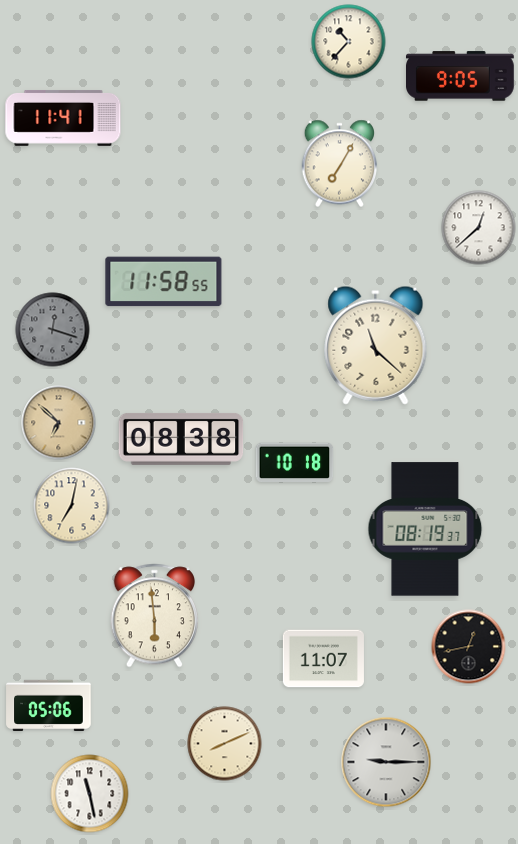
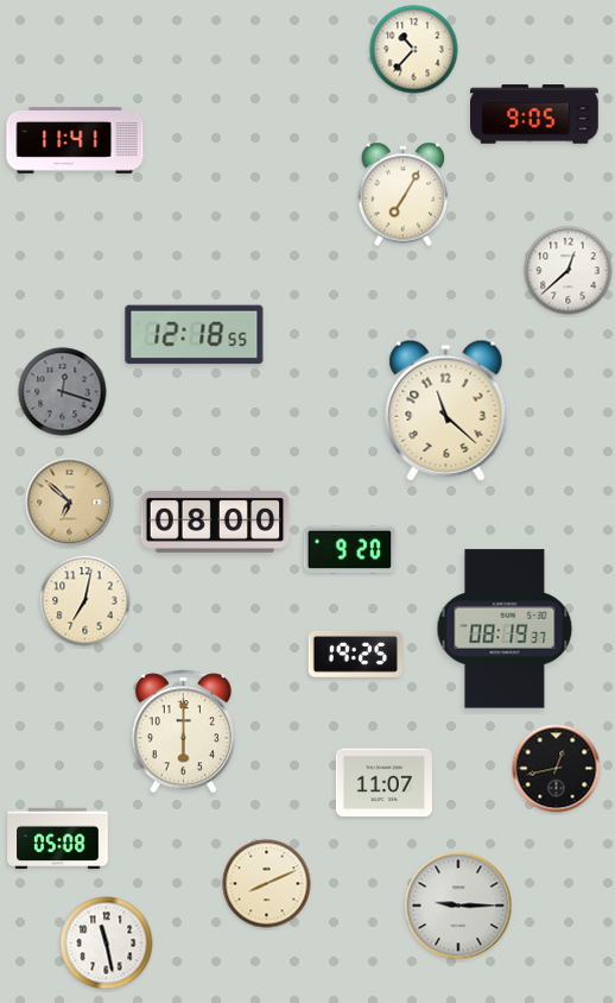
clock at (460, 76) position: (460, 76) -> (534, 114)
clock at (164, 282): 11:58 -> 12:18
clock at (181, 439): 08:38 -> 08:00
clock at (295, 463): 10:18 -> 9:20
clock at (355, 655): none -> 19:25
clock at (154, 616): 5:59 -> 6:00
clock at (49, 705): 05:06 -> 05:08
